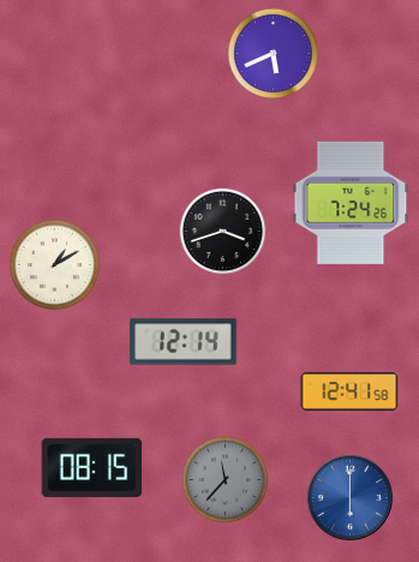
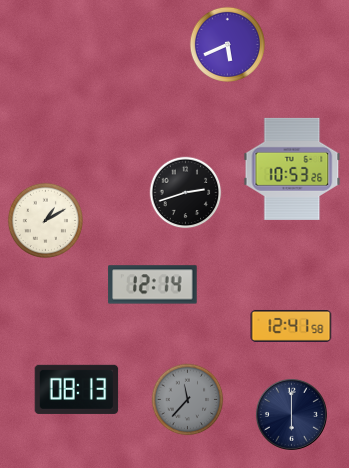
clock at (351, 203): 7:24 -> 10:53
clock at (223, 232): 3:42 -> 2:42
clock at (92, 467): 08:15 -> 08:13
clock at (349, 497) dial: blue -> navy
